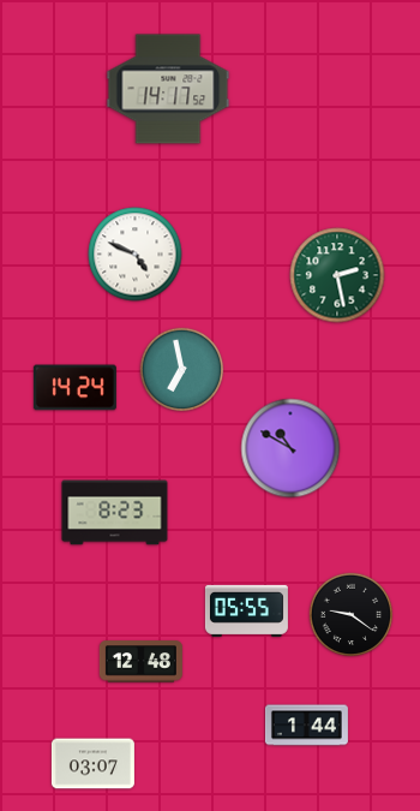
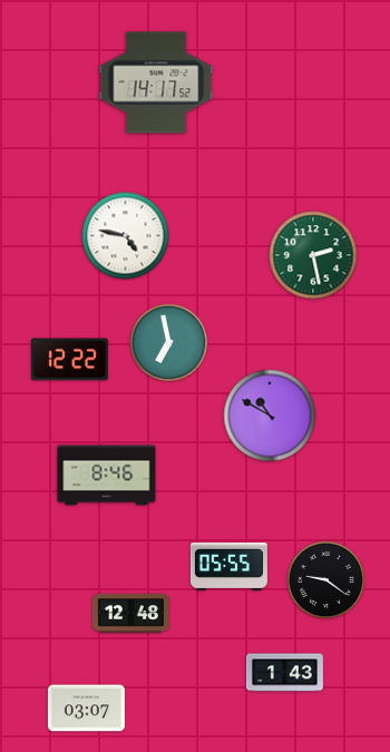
clock at (136, 255): 4:49 -> 4:47
clock at (74, 388): 14:24 -> 12:22
clock at (115, 513): 8:23 -> 8:46
clock at (352, 615) position: (352, 615) -> (326, 580)
clock at (306, 726): 1:44 -> 1:43
